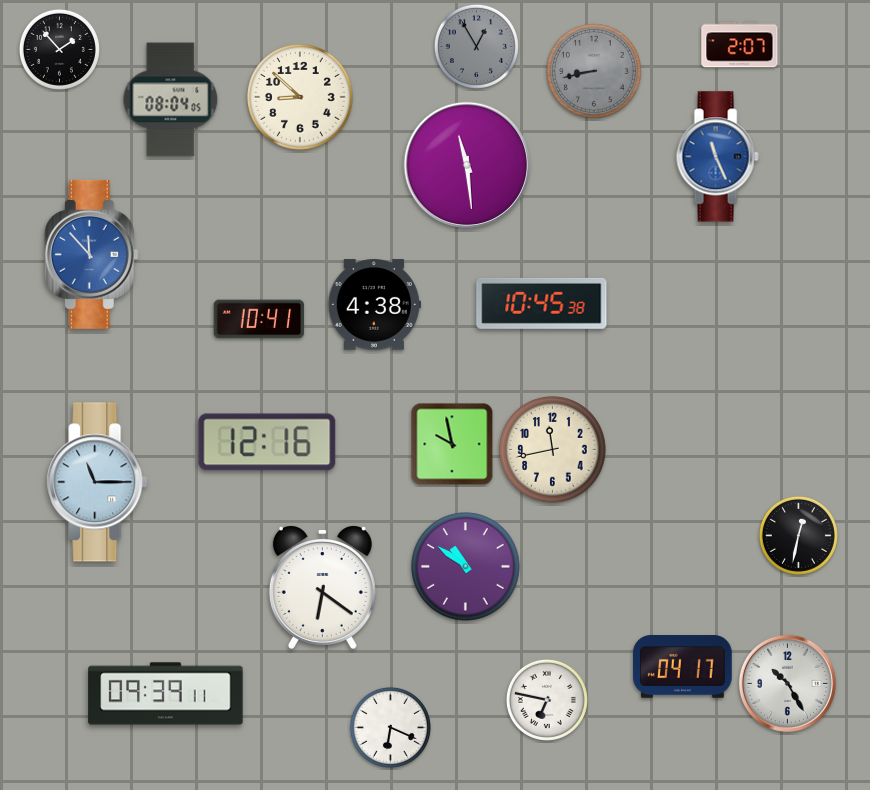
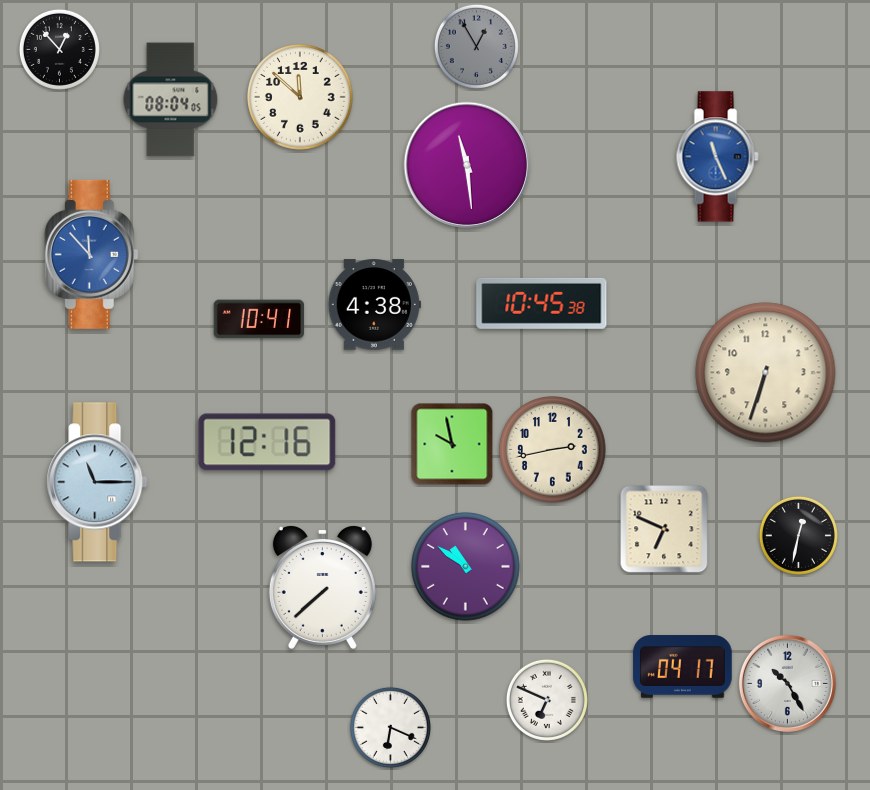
clock at (740, 45): 2:07 -> none
clock at (59, 49): 1:53 -> 12:53
clock at (594, 71): 8:43 -> none
clock at (300, 97): 8:52 -> 11:52
clock at (766, 373): none -> 6:33
clock at (553, 450): 11:43 -> 2:43
clock at (664, 529): none -> 6:49
clock at (322, 588): 6:21 -> 7:38
clock at (166, 694): 09:39 -> none
clock at (547, 700): 6:47 -> 6:49
